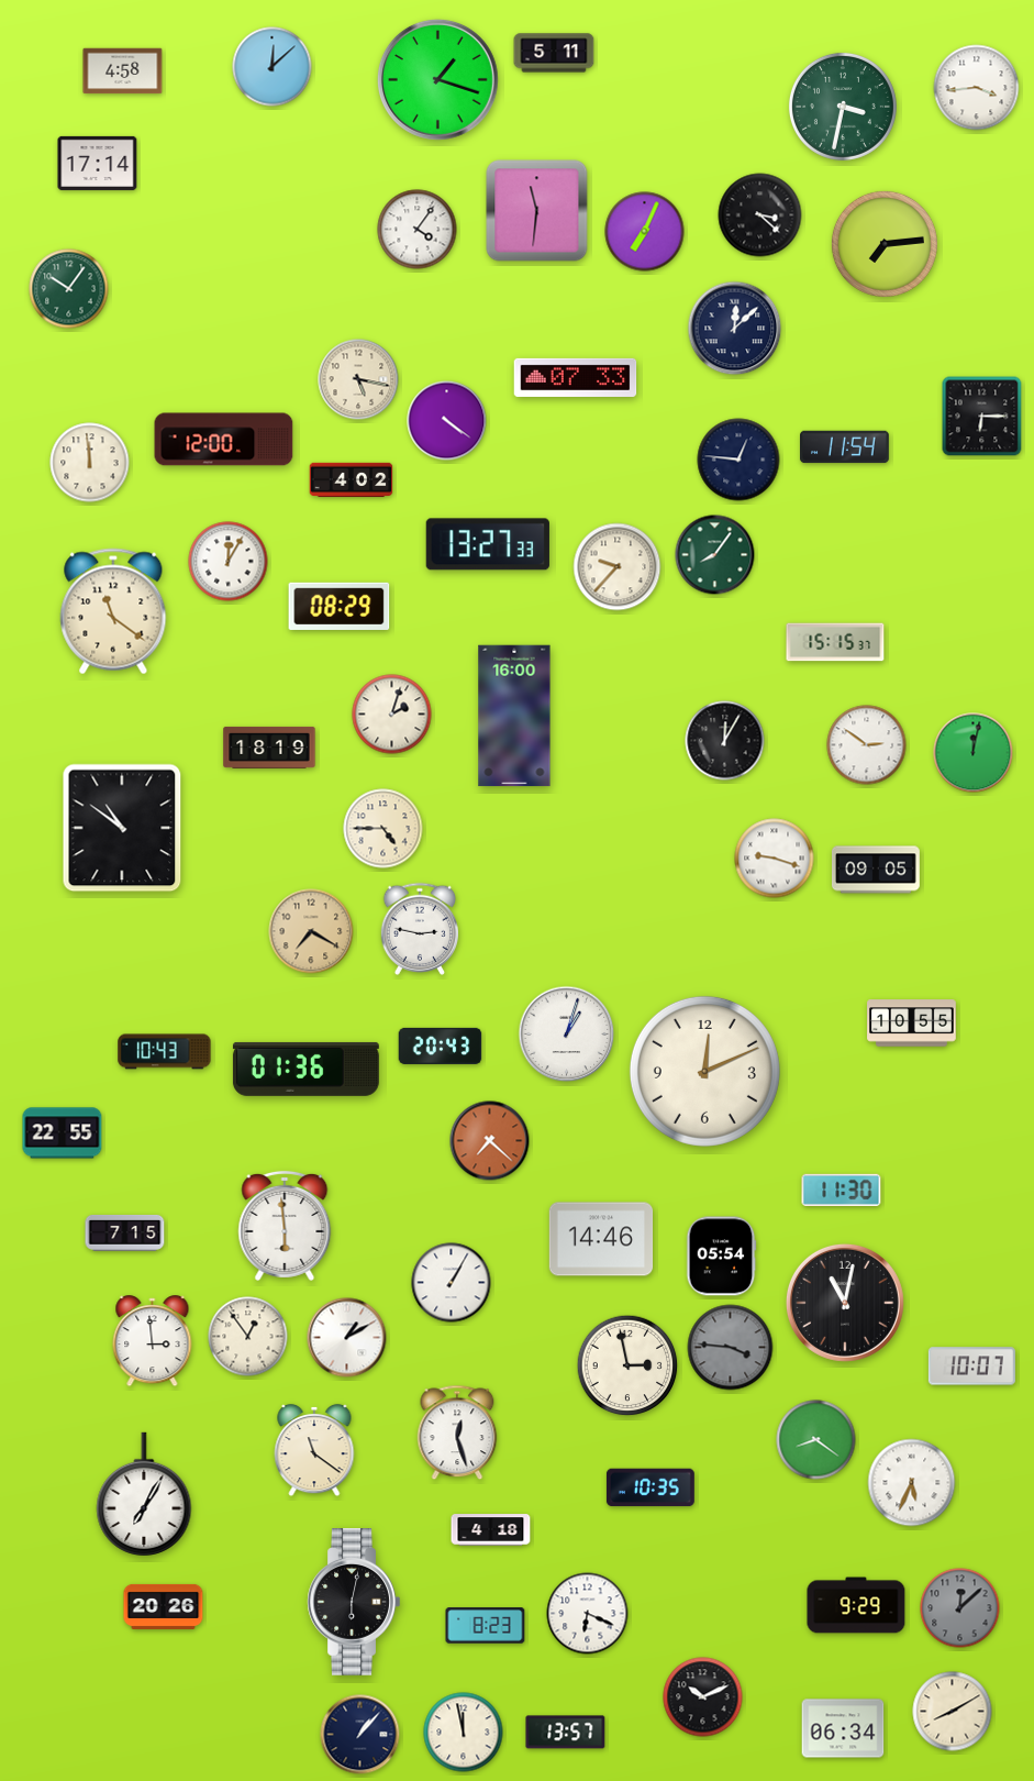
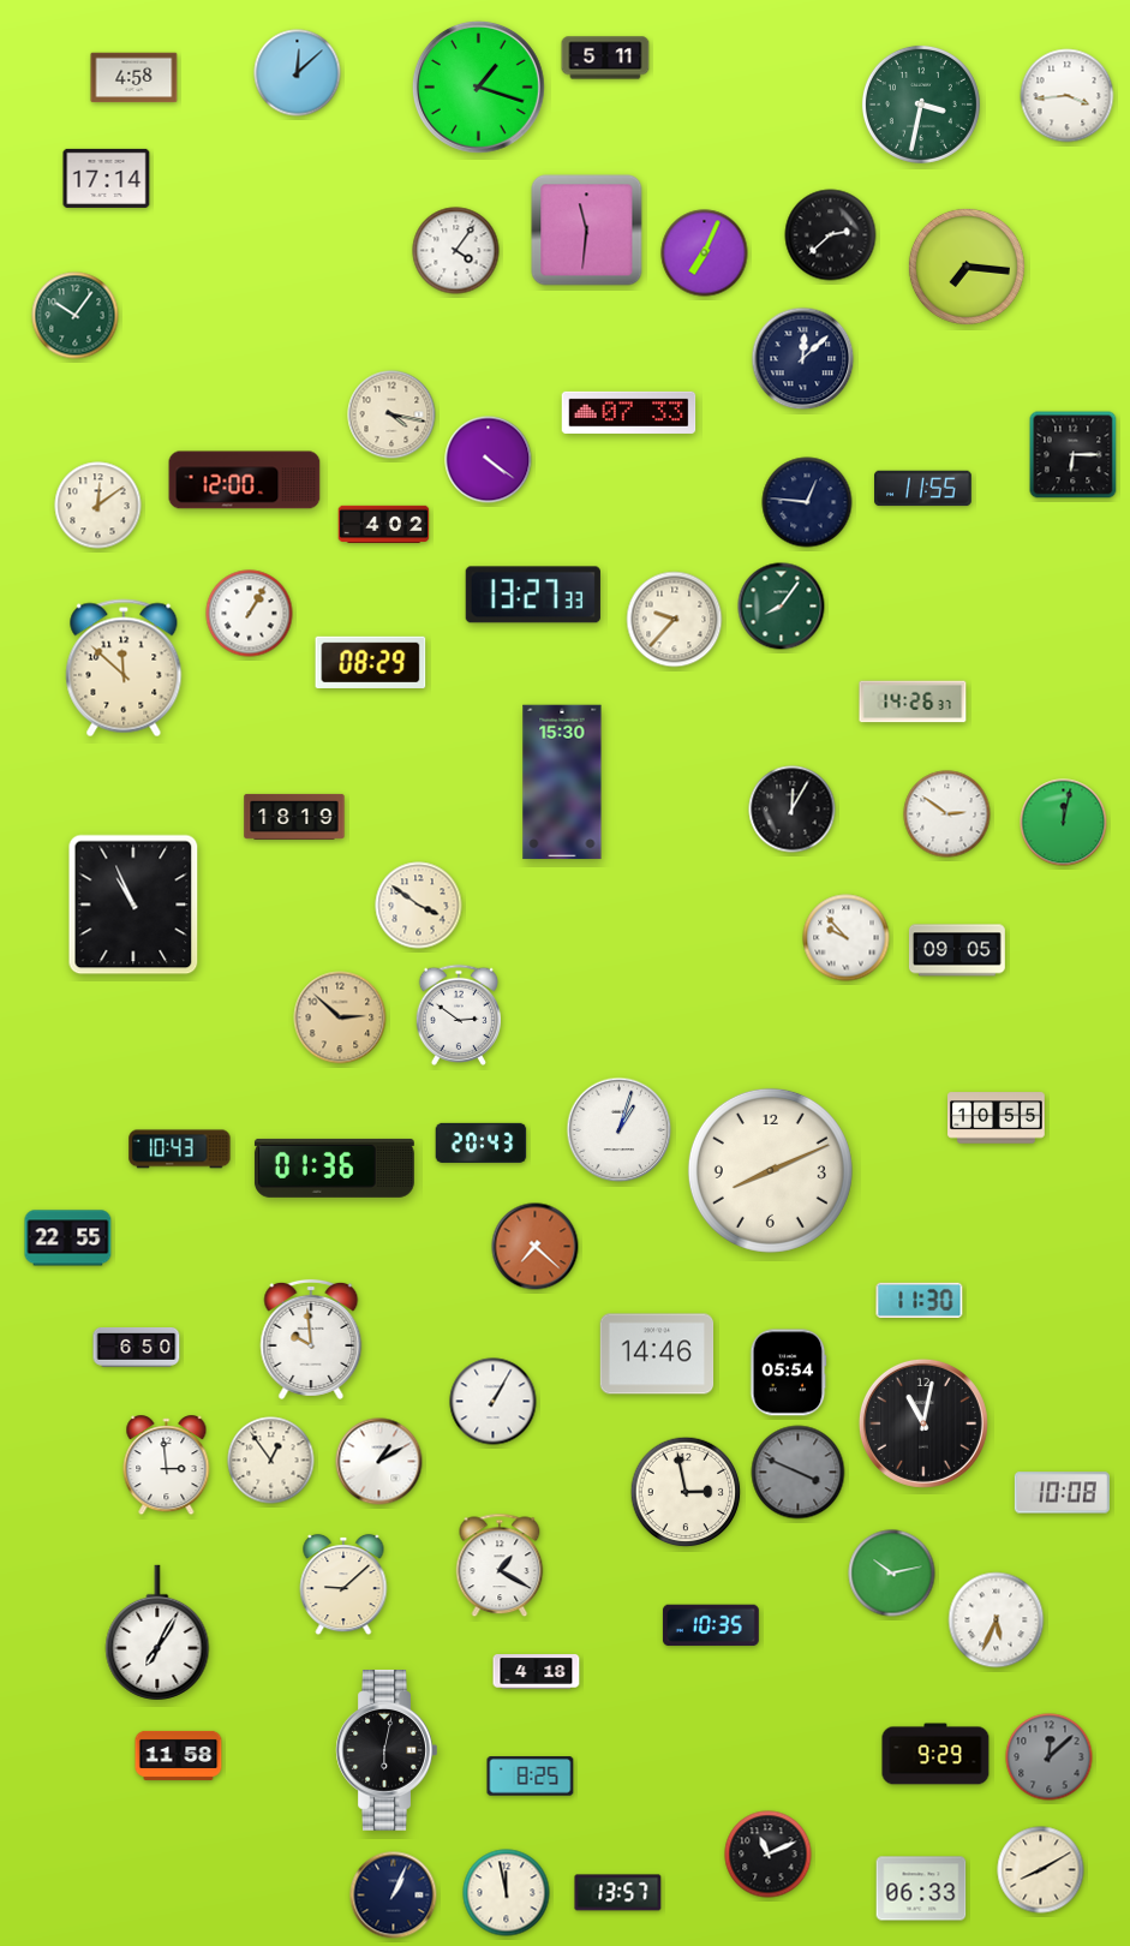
clock at (843, 107) position: (843, 107) -> (921, 105)
clock at (760, 215): 3:22 -> 2:38
clock at (885, 244): 7:14 -> 7:16
clock at (358, 379): 5:17 -> 4:17
clock at (845, 447): 11:54 -> 11:55
clock at (90, 463): 11:59 -> 12:09
clock at (229, 562): 12:05 -> 1:05
clock at (113, 611): 11:21 -> 11:52
clock at (835, 642): 15:15 -> 14:26
clock at (392, 715): 2:03 -> none
clock at (514, 716): 16:00 -> 15:30
clock at (122, 828): 10:51 -> 10:56
clock at (383, 829): 4:45 -> 3:51
clock at (775, 859): 9:18 -> 9:53
clock at (419, 929): 2:47 -> 2:51
clock at (311, 931): 7:20 -> 2:52
clock at (704, 1071): 12:11 -> 8:11
clock at (285, 1226): 5:59 -> 9:59
clock at (125, 1234): 7:15 -> 6:50
clock at (731, 1348): 3:46 -> 3:49
clock at (971, 1367): 10:07 -> 10:08
clock at (457, 1432): 12:27 -> 1:20
clock at (816, 1440): 8:21 -> 10:13
clock at (314, 1450): 11:21 -> 9:08
clock at (164, 1606): 20:26 -> 11:58
clock at (588, 1614): 6:19 -> none
clock at (486, 1626): 8:23 -> 8:25
clock at (703, 1697): 10:11 -> 11:11
clock at (843, 1728): 06:34 -> 06:33
clock at (360, 1735): 1:07 -> 1:04
